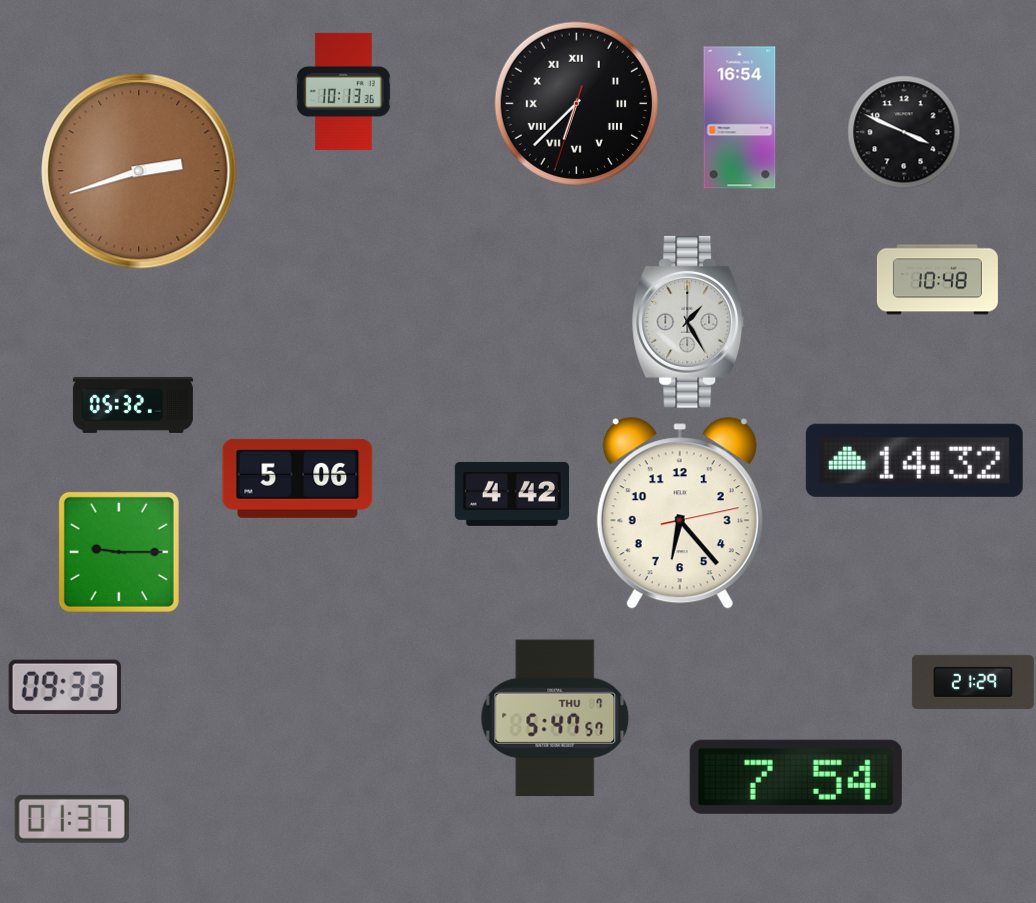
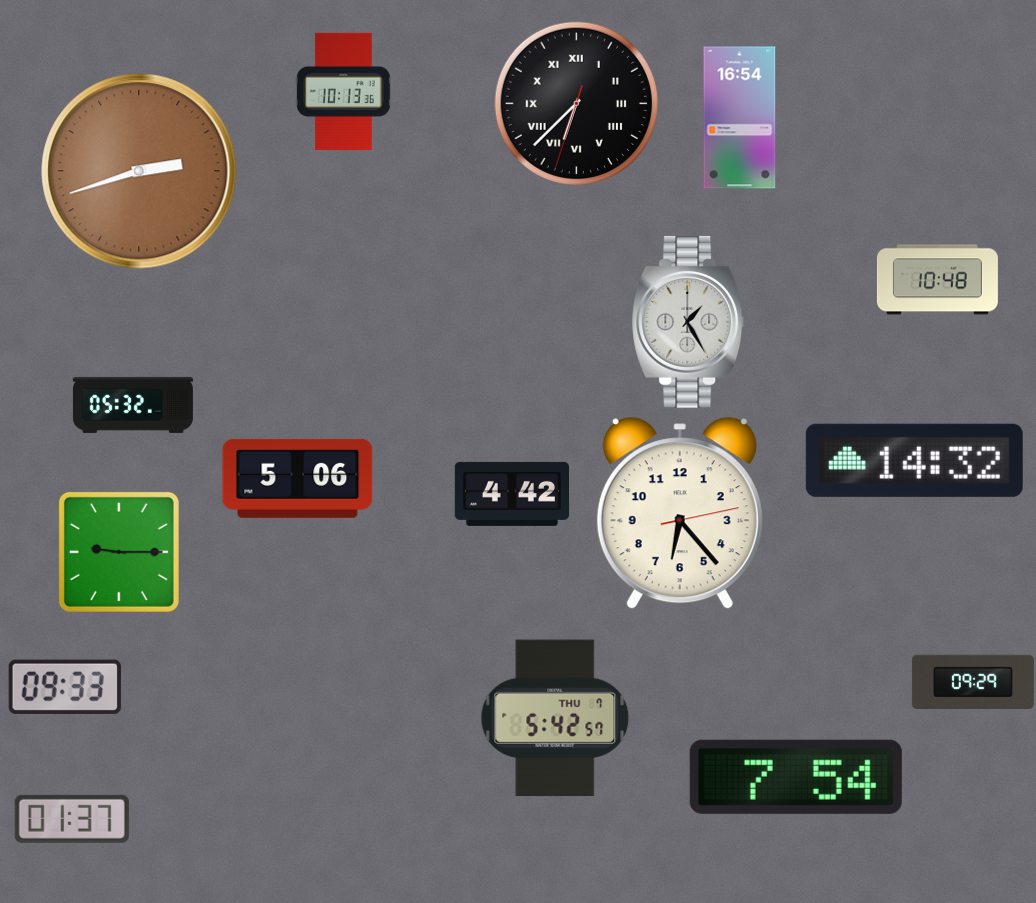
clock at (904, 132): 3:49 -> none
clock at (973, 682): 21:29 -> 09:29
clock at (555, 718): 5:47 -> 5:42
